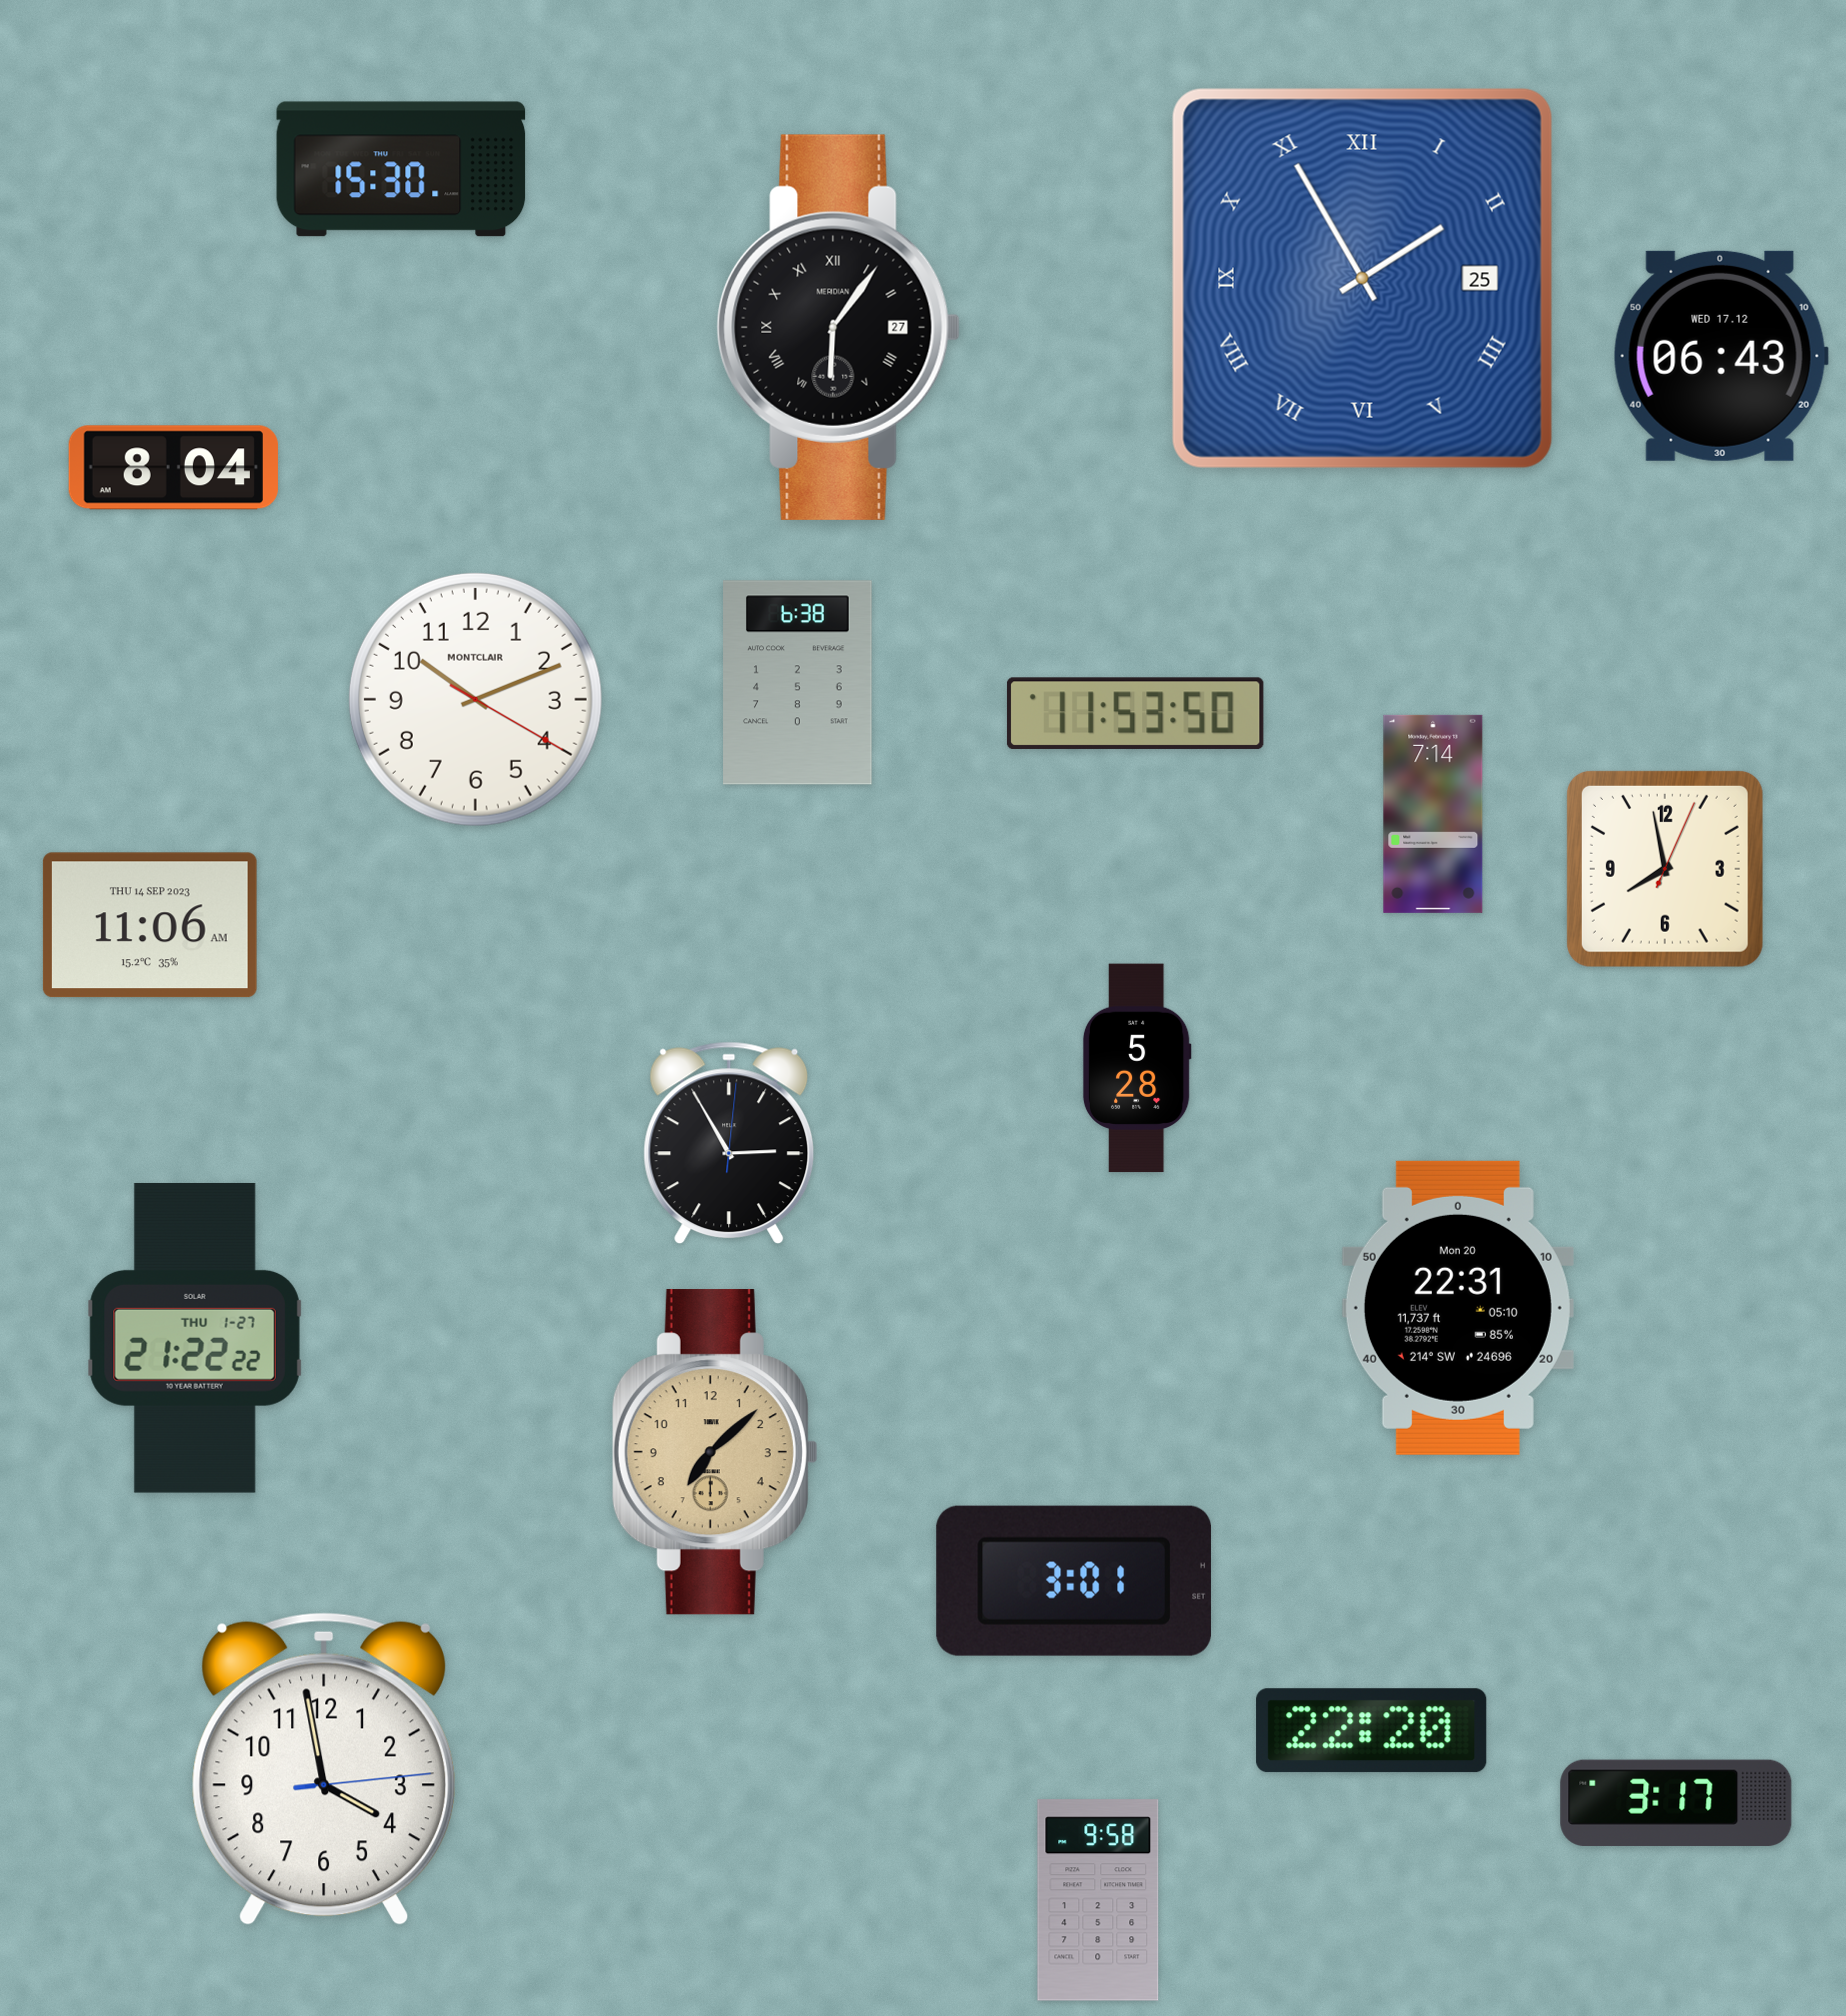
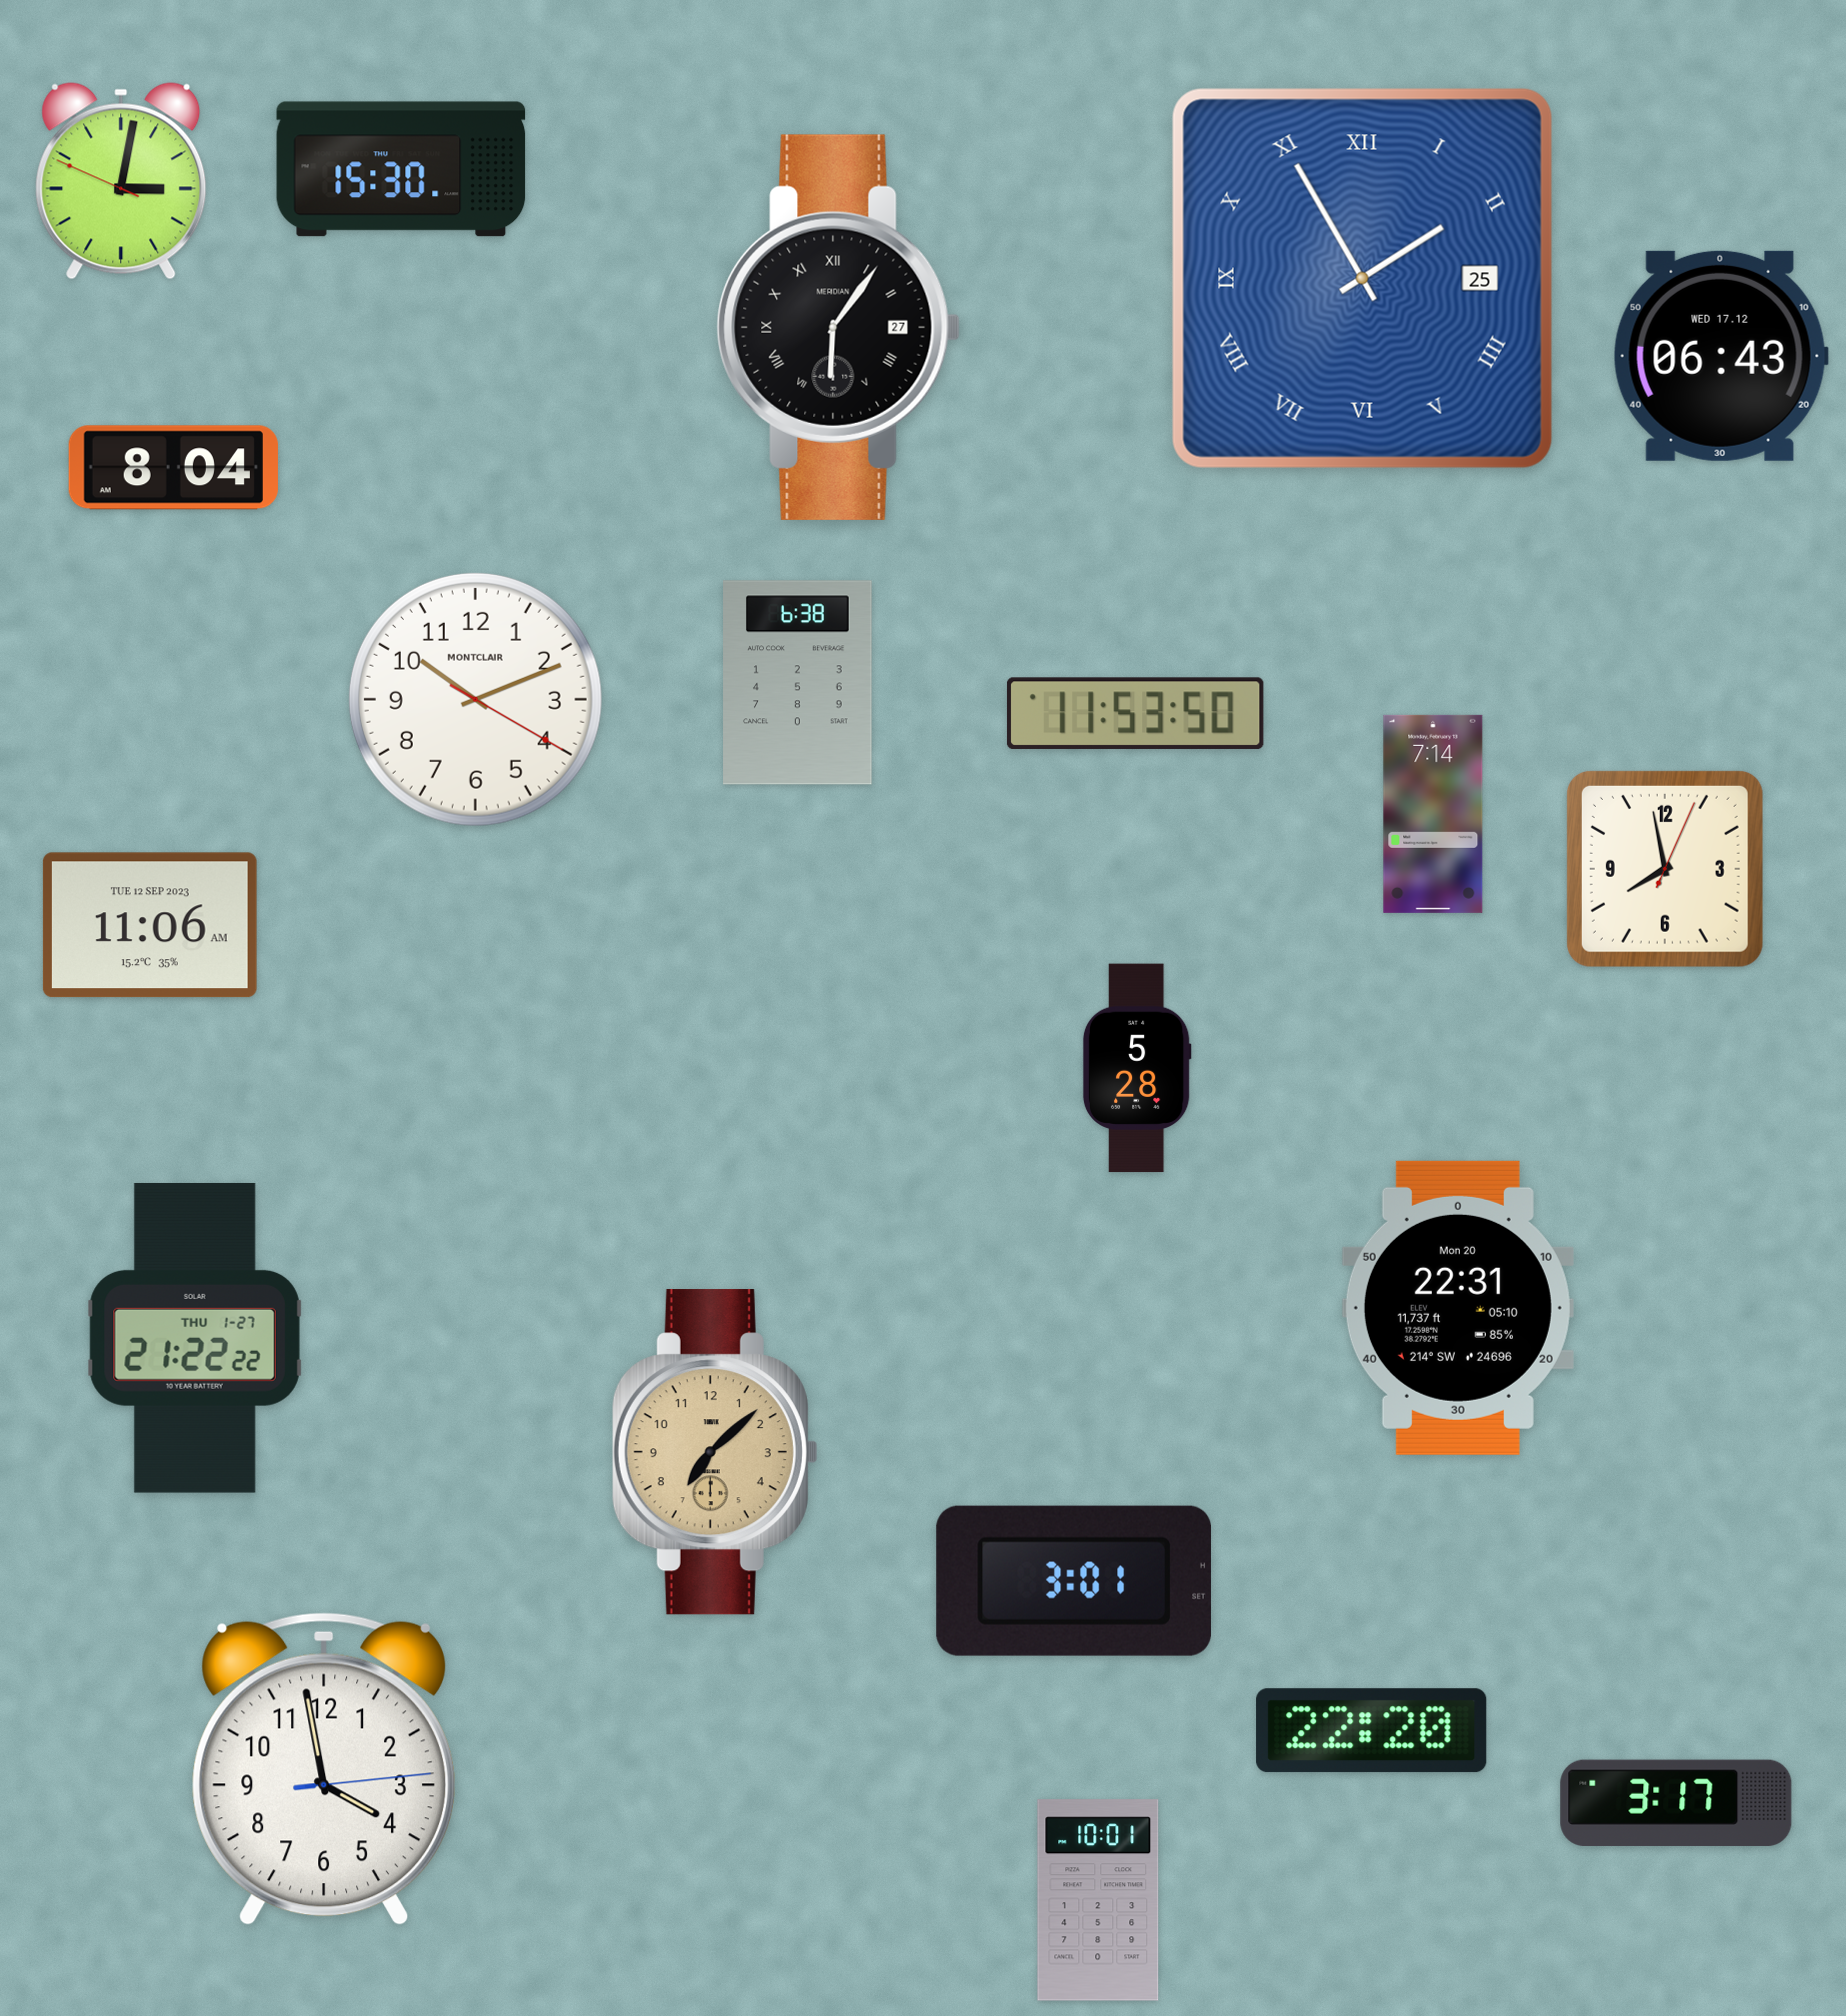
clock at (121, 181): none -> 3:01
clock at (150, 925) date: THU 14 SEP 2023 -> TUE 12 SEP 2023
clock at (729, 1143): 2:55 -> none
clock at (1098, 1900): 9:58 -> 10:01
